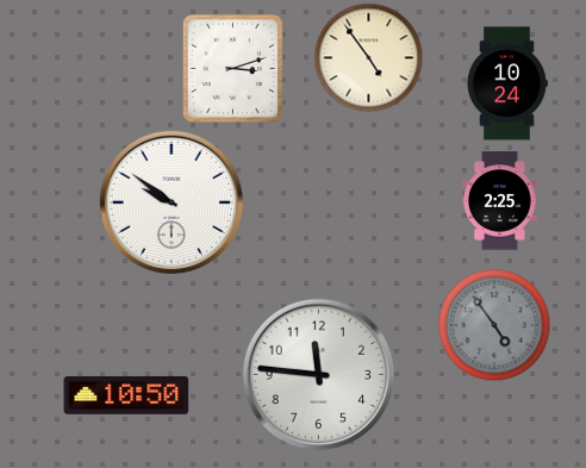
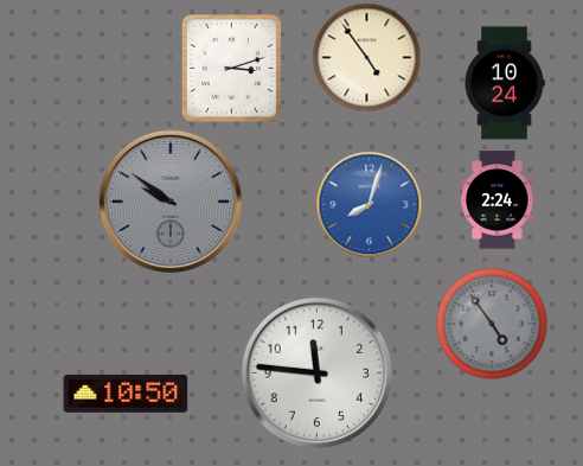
clock at (500, 201): 2:25 -> 2:24
clock at (172, 202) dial: white -> grey
clock at (369, 204): none -> 8:03
